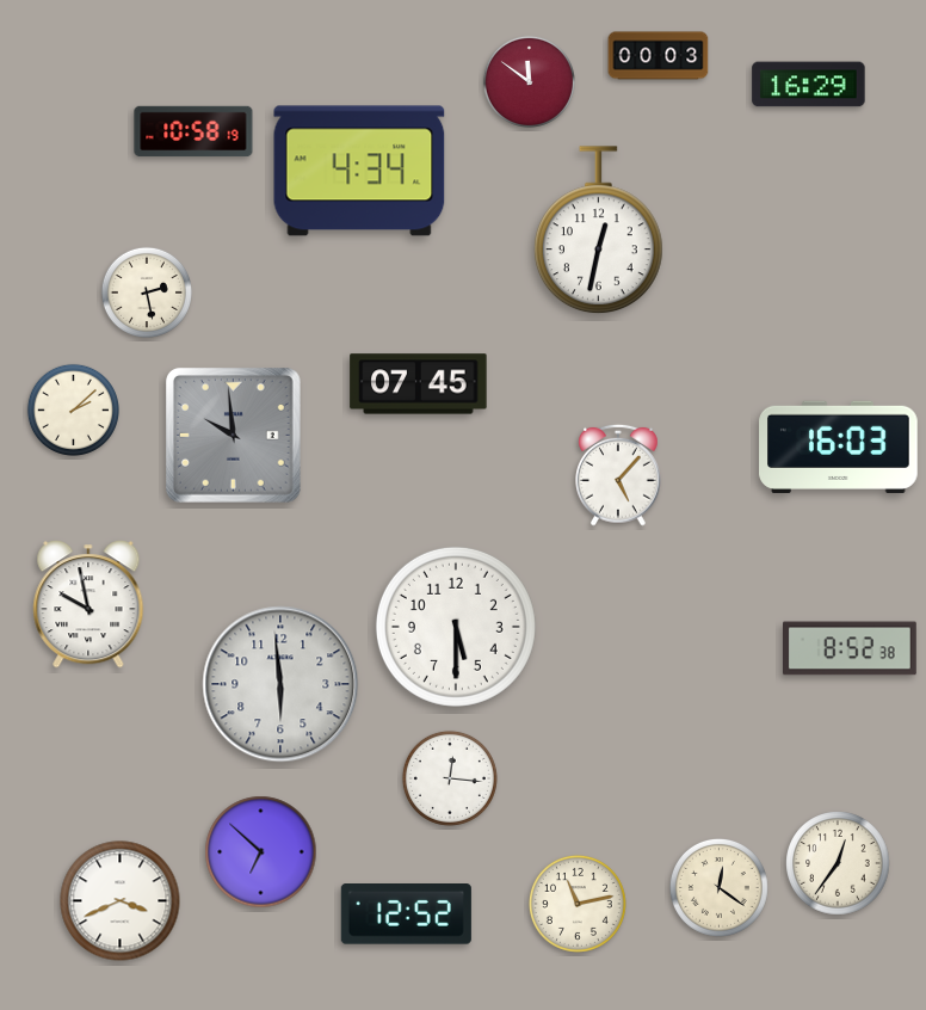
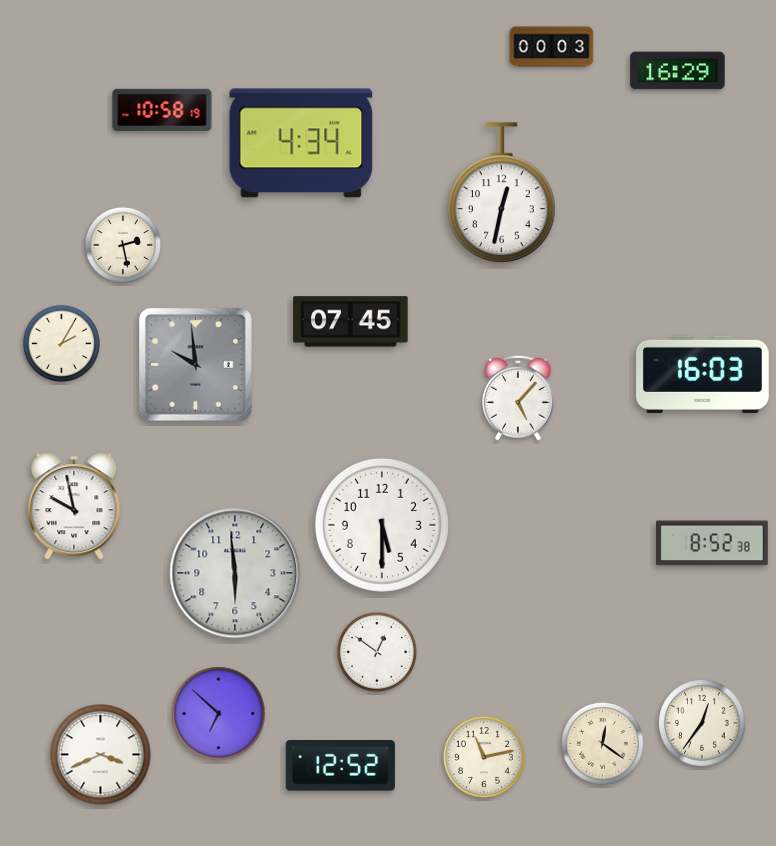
clock at (529, 81): 11:51 -> none
clock at (73, 409): 2:08 -> 2:05
clock at (450, 778): 12:16 -> 12:51
